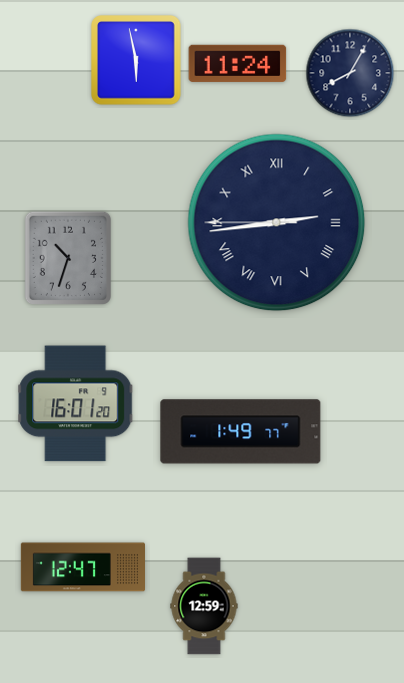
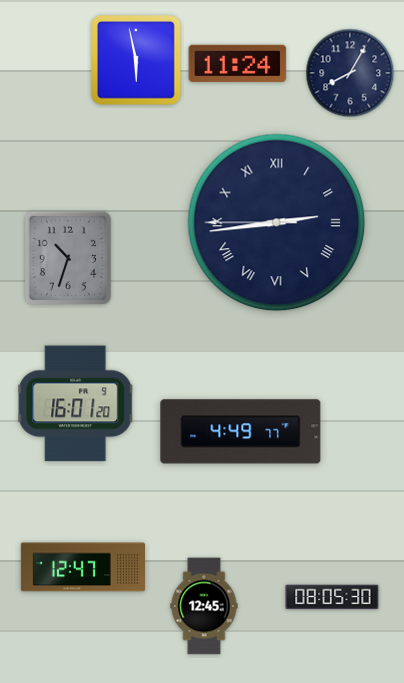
clock at (241, 432): 1:49 -> 4:49
clock at (332, 597): none -> 08:05
clock at (204, 606): 12:59 -> 12:45
